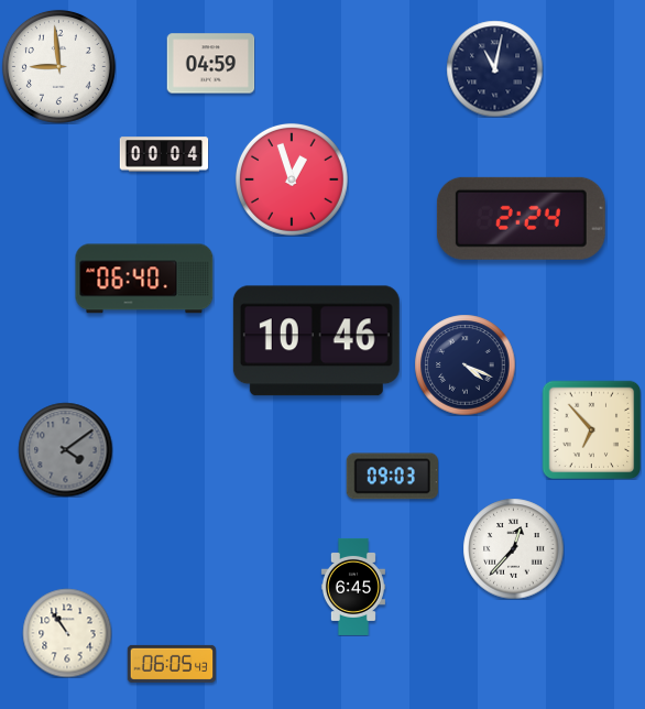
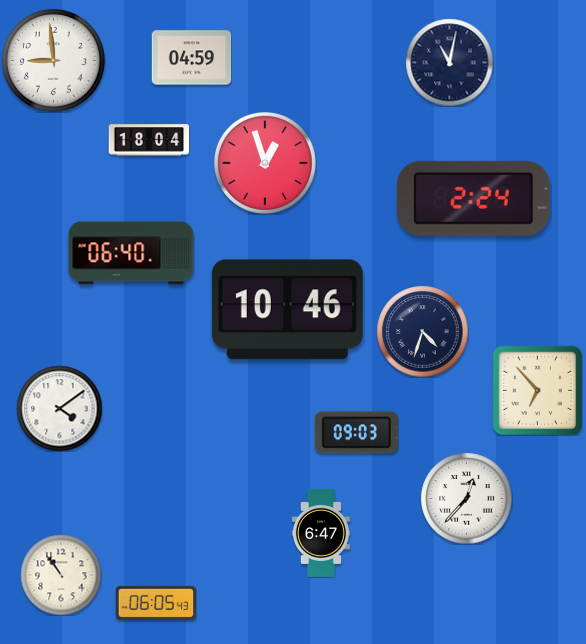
clock at (164, 154): 00:04 -> 18:04
clock at (464, 364): 4:19 -> 4:33
clock at (65, 449) dial: grey -> white
clock at (353, 587): 6:45 -> 6:47
